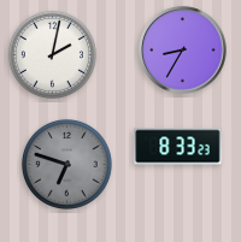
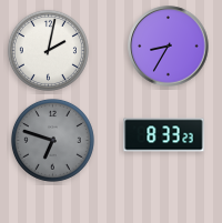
clock at (66, 164) position: (66, 164) -> (52, 140)
